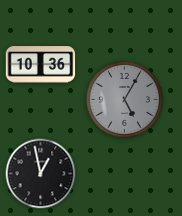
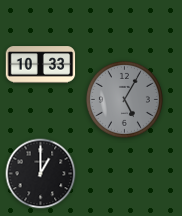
clock at (41, 65): 10:36 -> 10:33
clock at (41, 174): 12:58 -> 1:00
